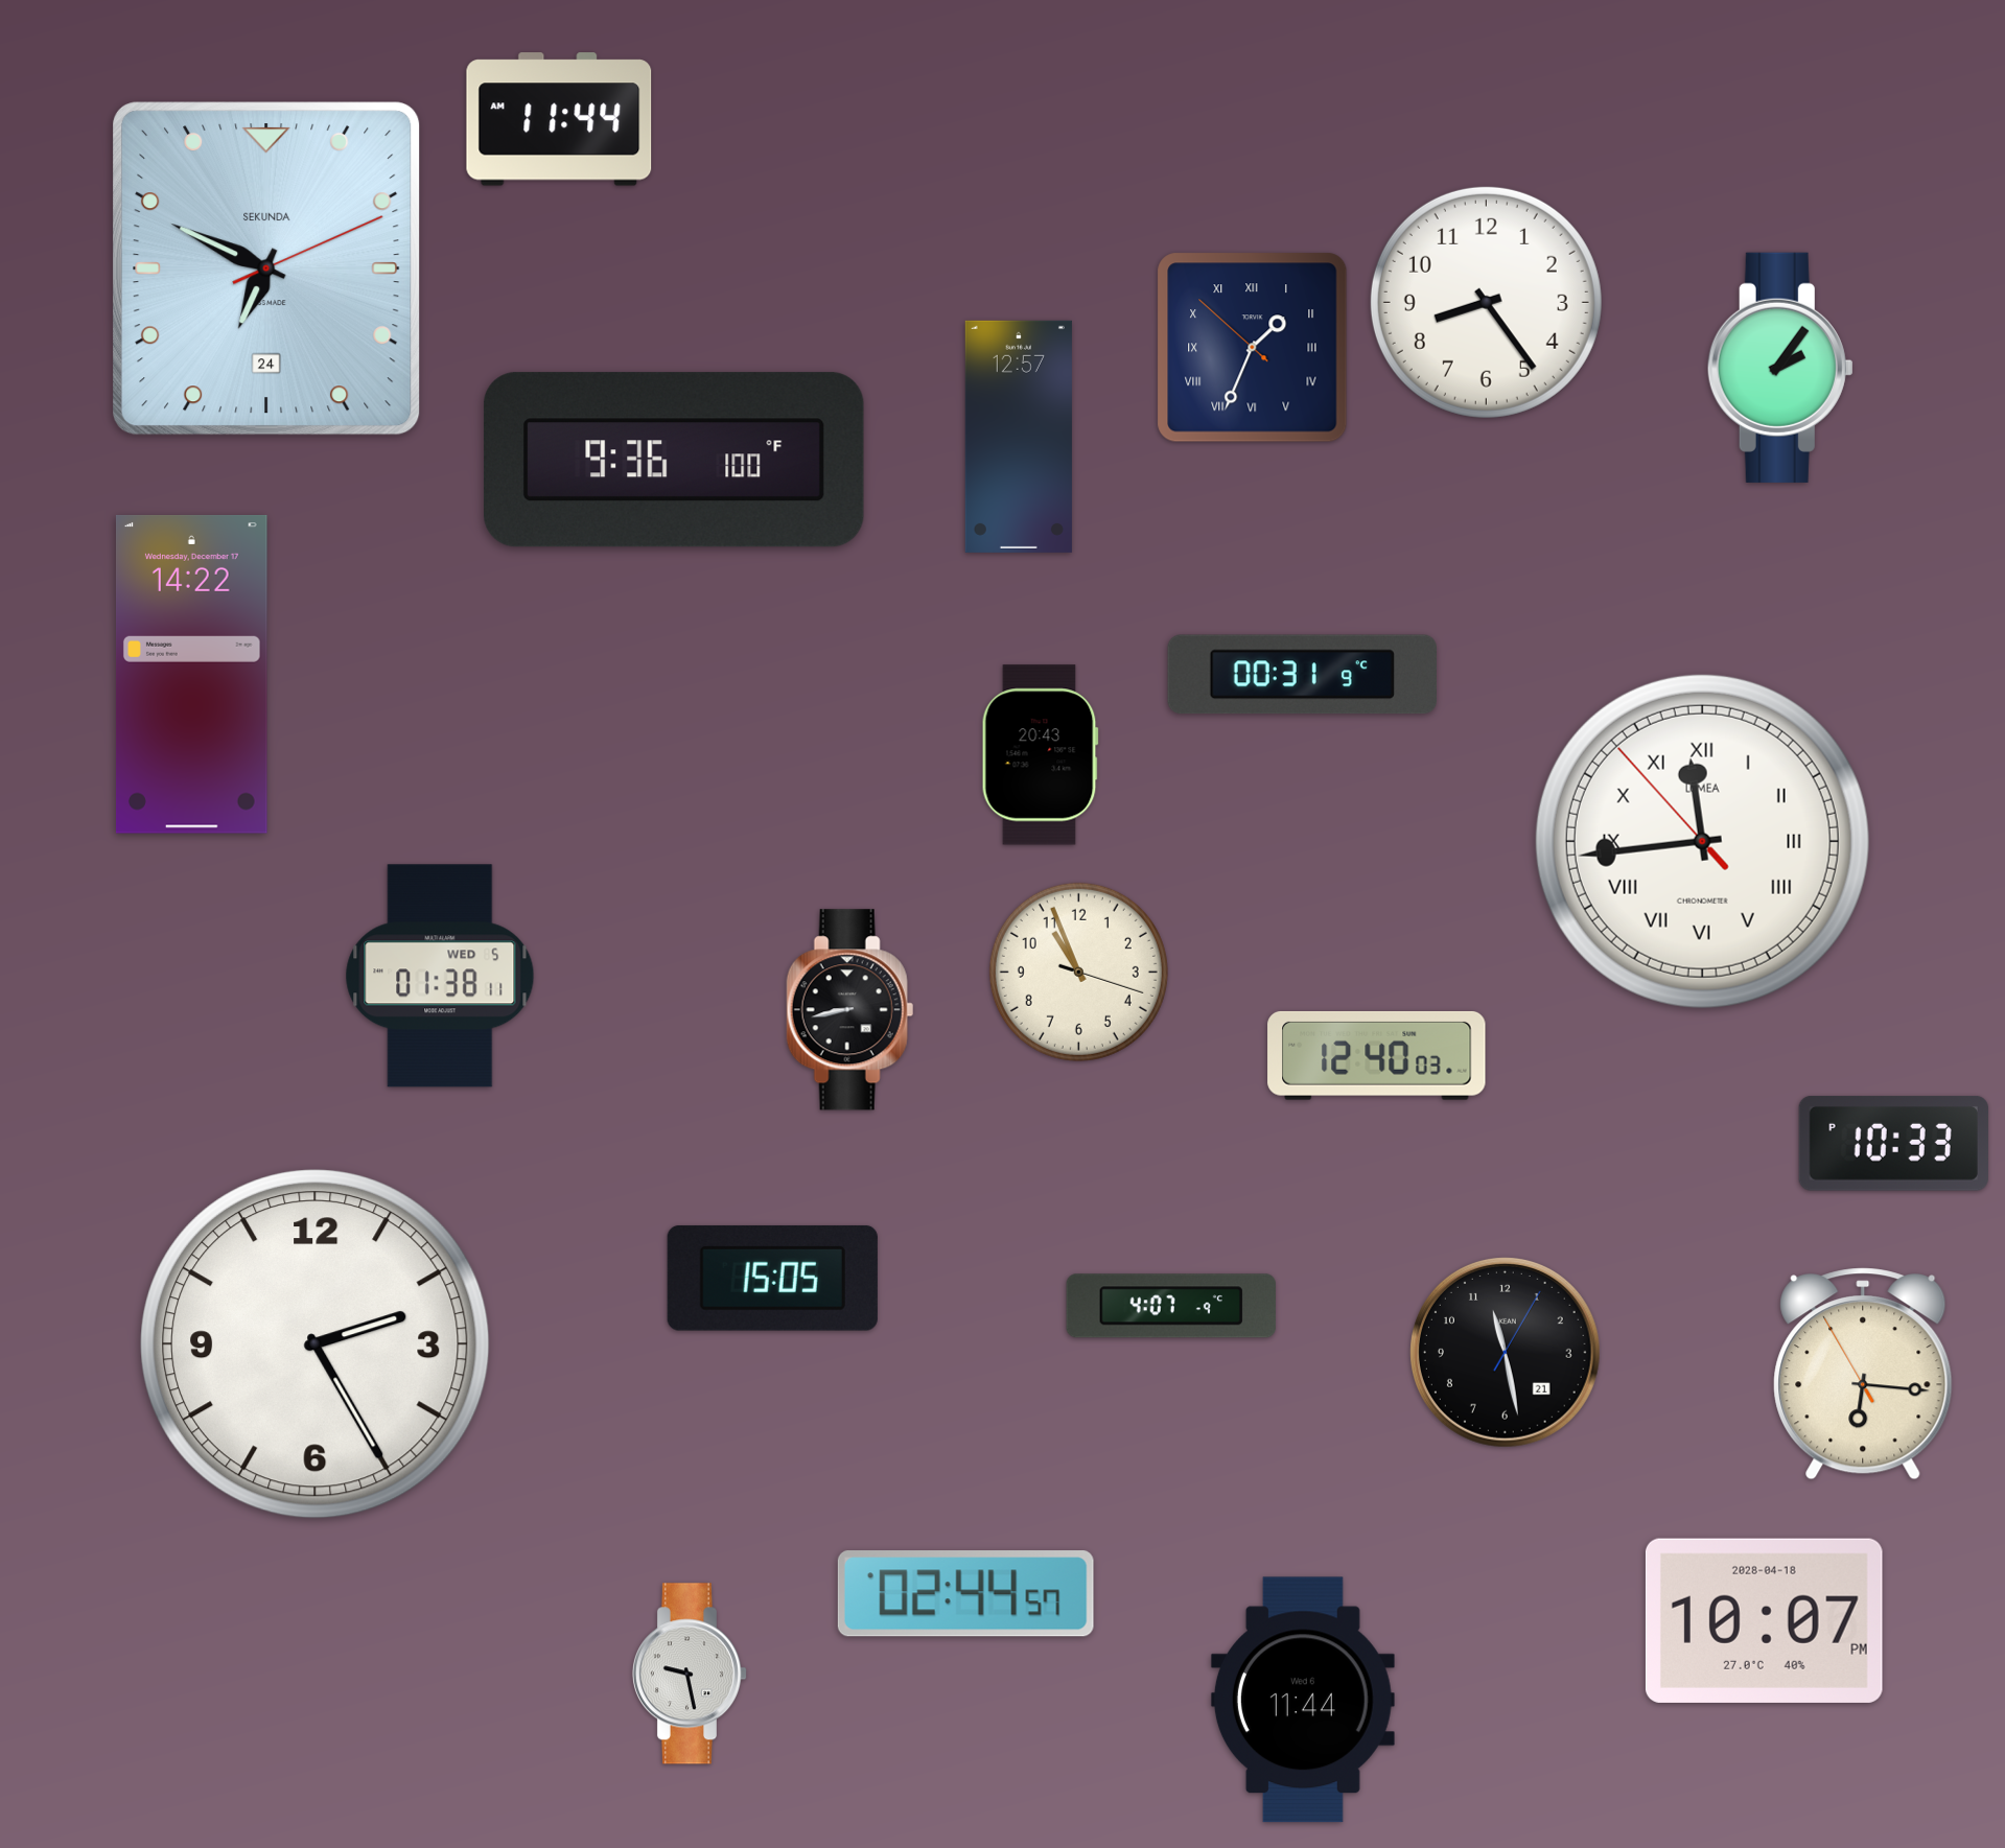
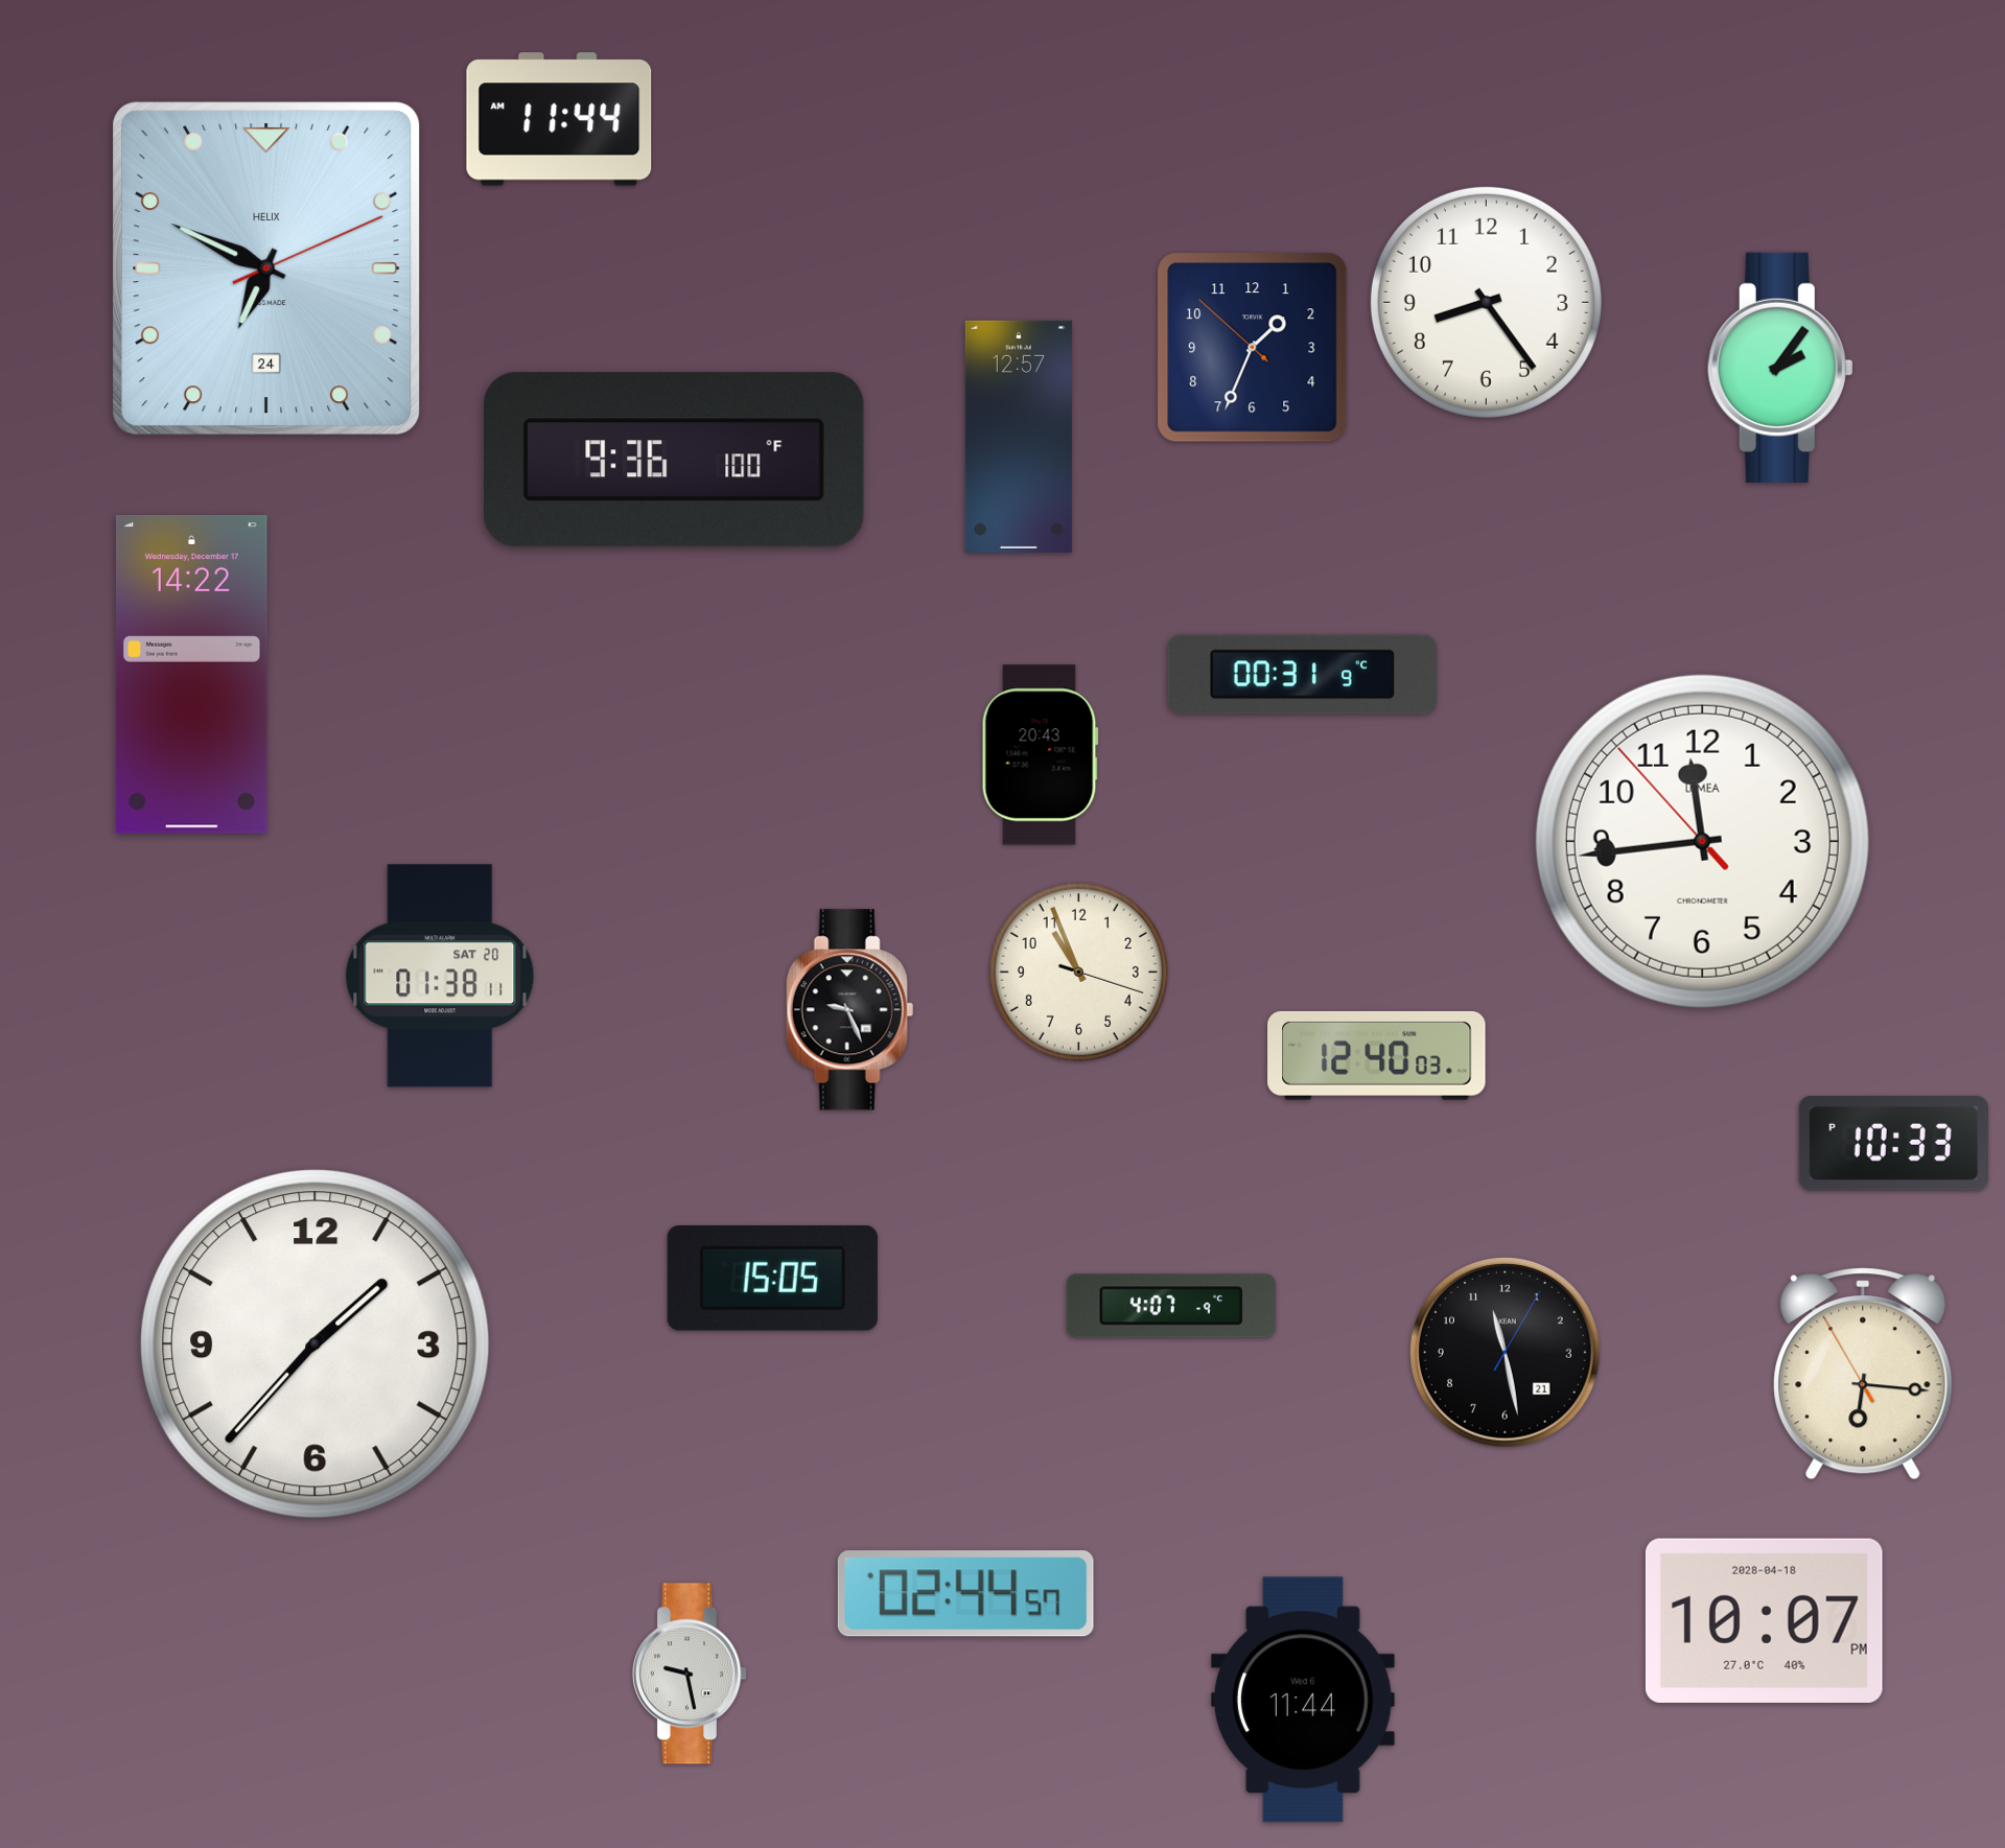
clock at (266, 268) brand: SEKUNDA -> HELIX
clock at (1253, 348) numerals: Roman -> Arabic
clock at (1702, 841) numerals: Roman -> Arabic
clock at (440, 976) date: WED 5 -> SAT 20
clock at (849, 1010): 8:43 -> 9:26
clock at (316, 1344): 2:25 -> 1:37
